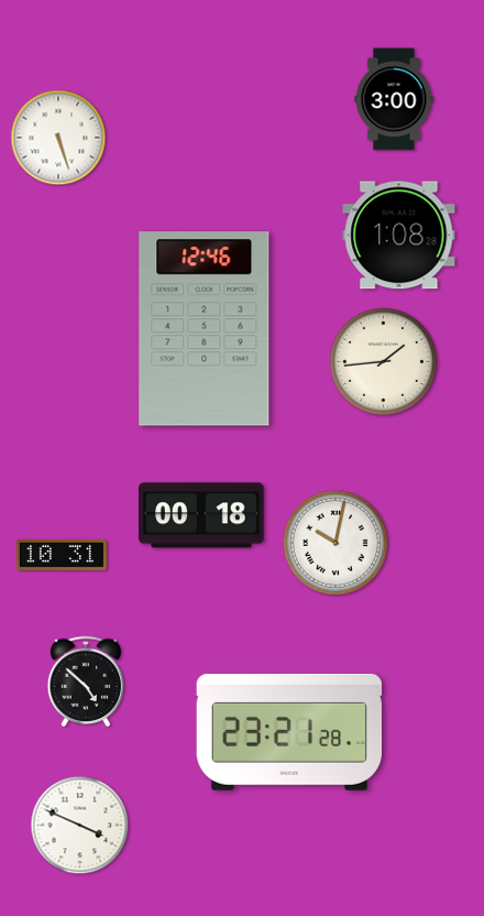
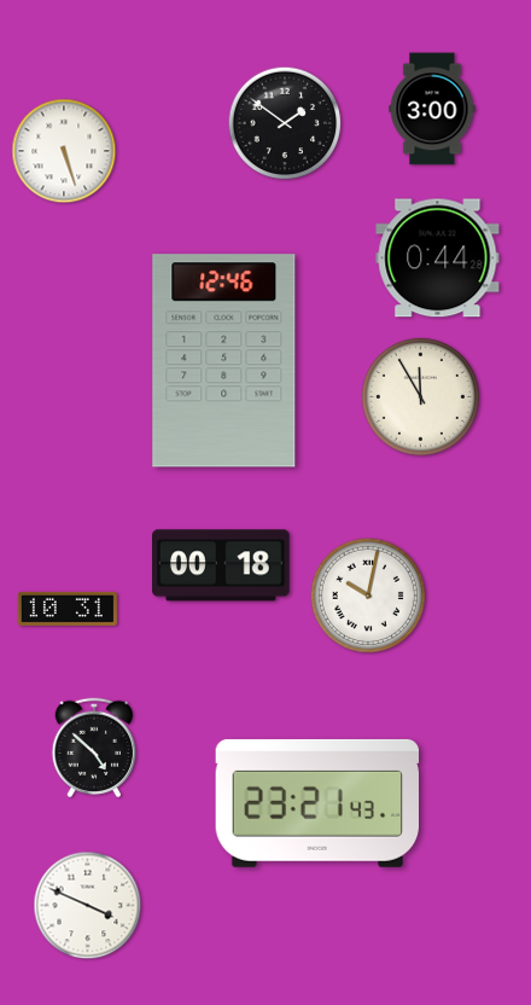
clock at (285, 123): none -> 1:51
clock at (399, 236): 1:08 -> 0:44
clock at (383, 361): 1:44 -> 11:55
clock at (288, 732): 23:21:28 -> 23:21:43
